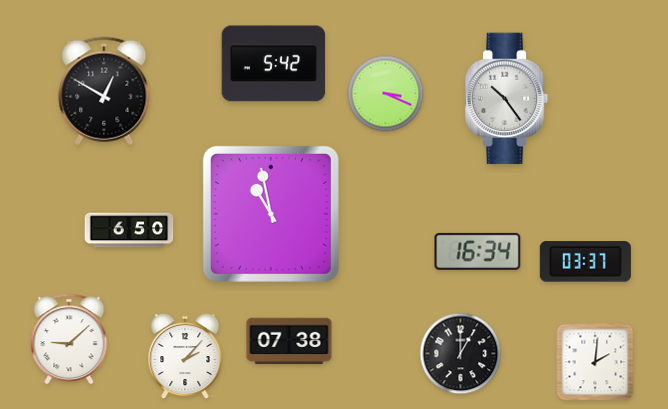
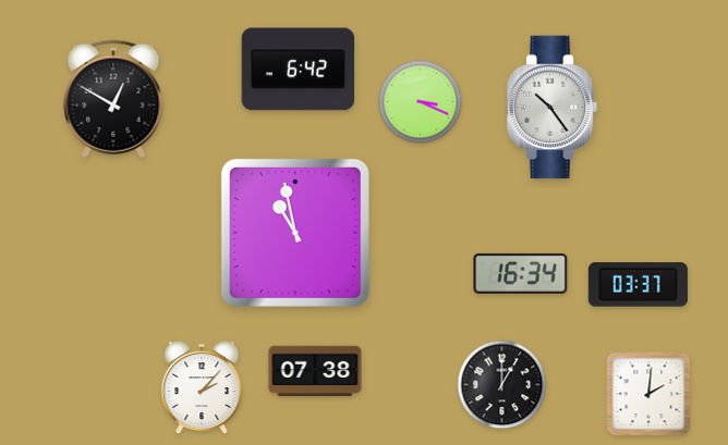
clock at (274, 64): 5:42 -> 6:42
clock at (129, 230): 6:50 -> none
clock at (69, 339): 9:08 -> none
